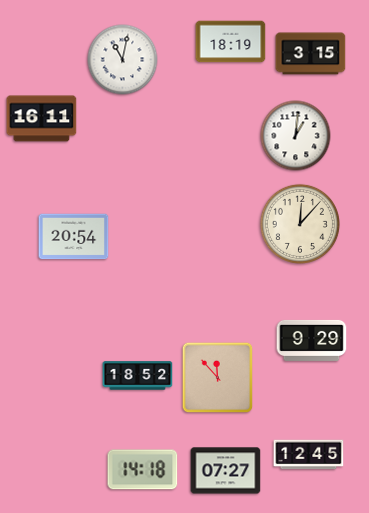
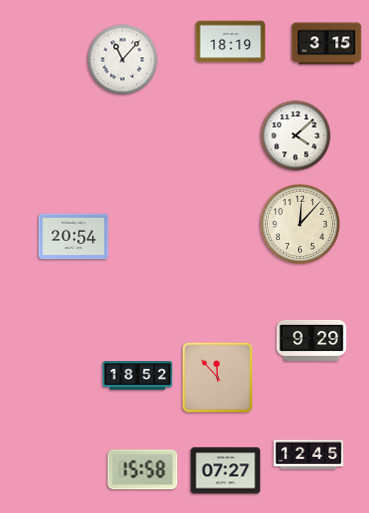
clock at (311, 54) position: (311, 54) -> (327, 44)
clock at (123, 60): 11:02 -> 11:07
clock at (42, 119): 16:11 -> none
clock at (296, 136): 1:01 -> 4:08
clock at (143, 470): 14:18 -> 15:58
